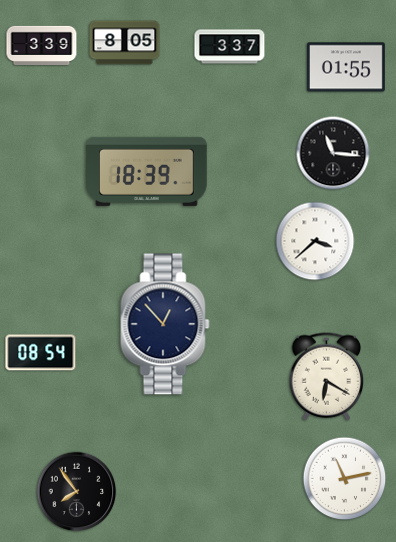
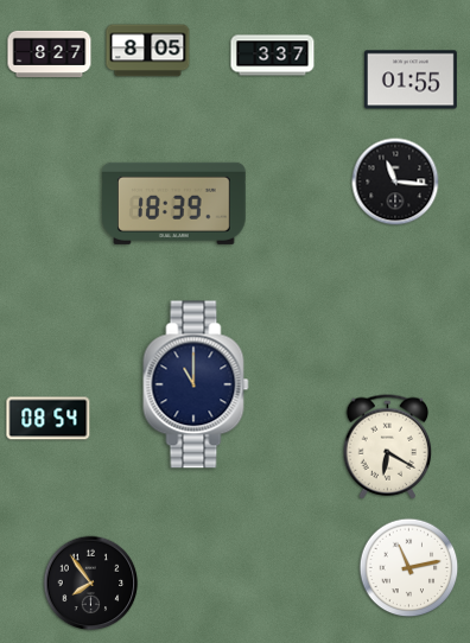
clock at (42, 46): 3:39 -> 8:27
clock at (315, 241): 3:38 -> none
clock at (165, 324): 12:53 -> 11:00
